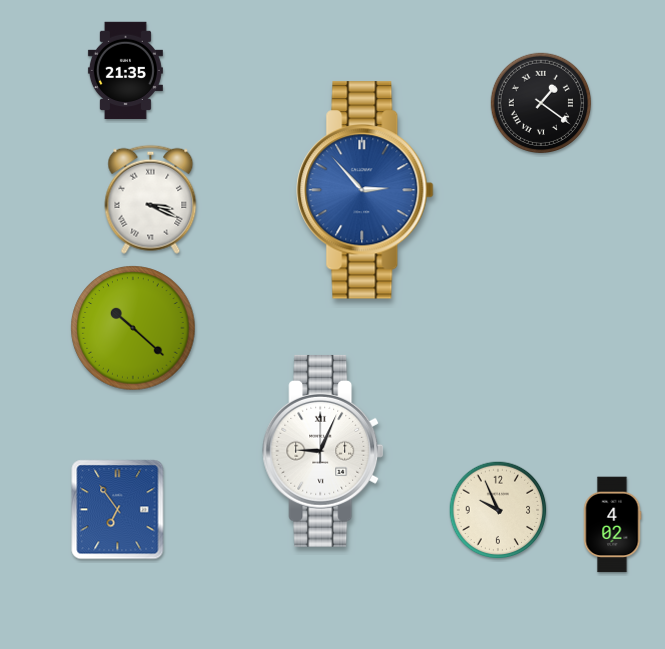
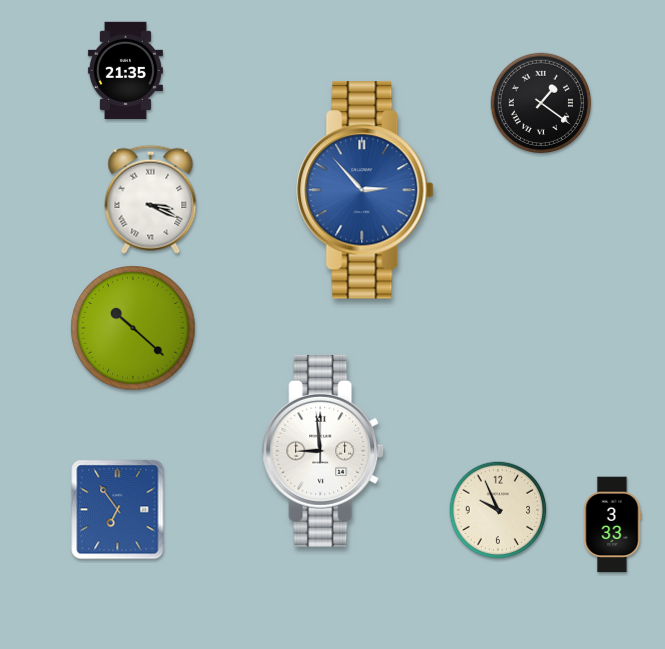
clock at (323, 451): 9:04 -> 8:59
clock at (612, 525): 4:02 -> 3:33
